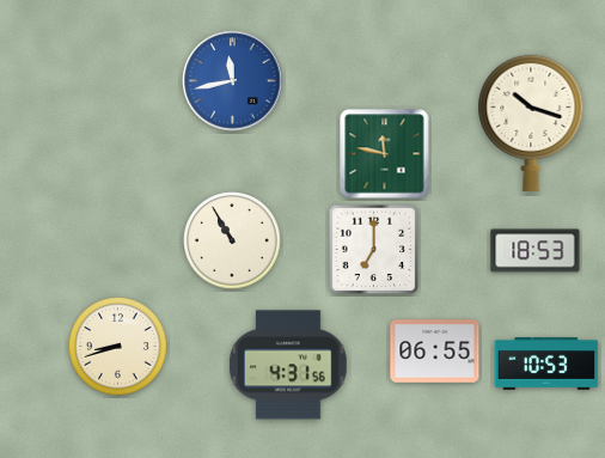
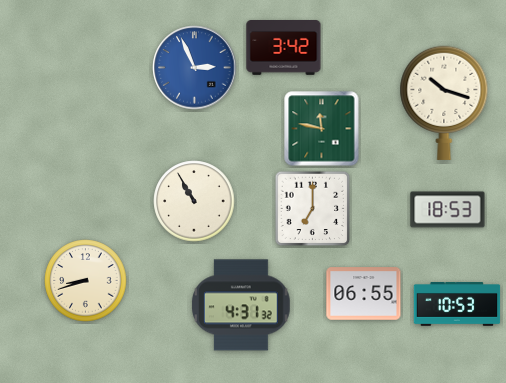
clock at (284, 48): none -> 3:42
clock at (233, 81): 11:43 -> 2:56
clock at (118, 347) position: (118, 347) -> (86, 281)
clock at (289, 365): 4:31:56 -> 4:31:32
